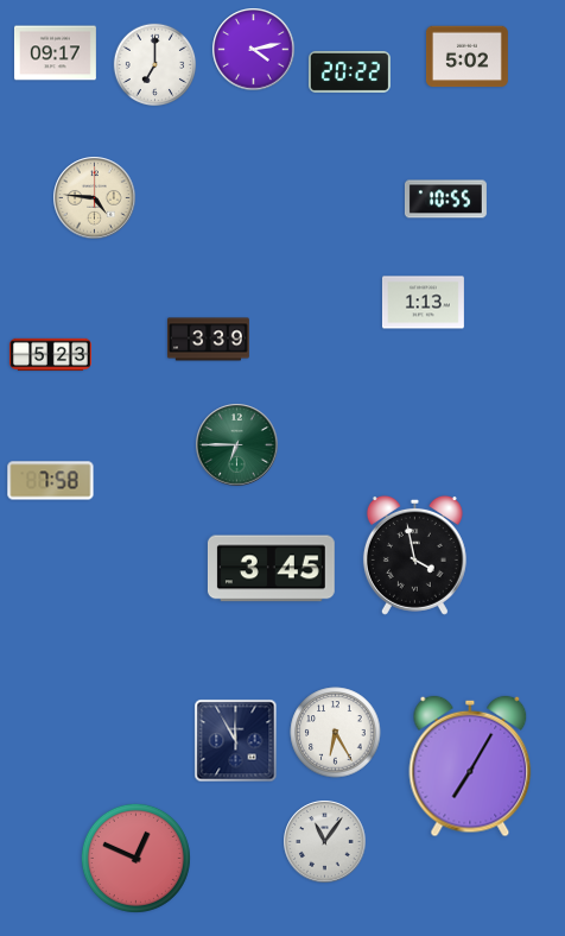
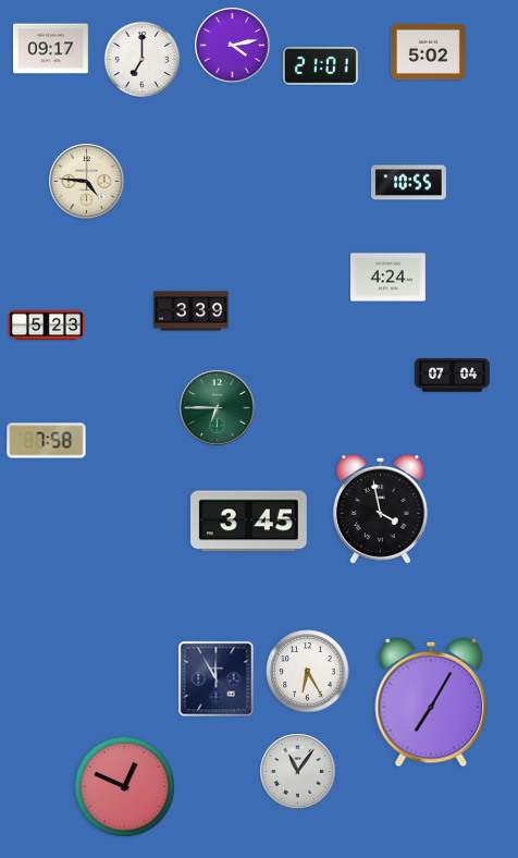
clock at (349, 71): 20:22 -> 21:01
clock at (423, 303): 1:13 -> 4:24
clock at (452, 376): none -> 07:04
